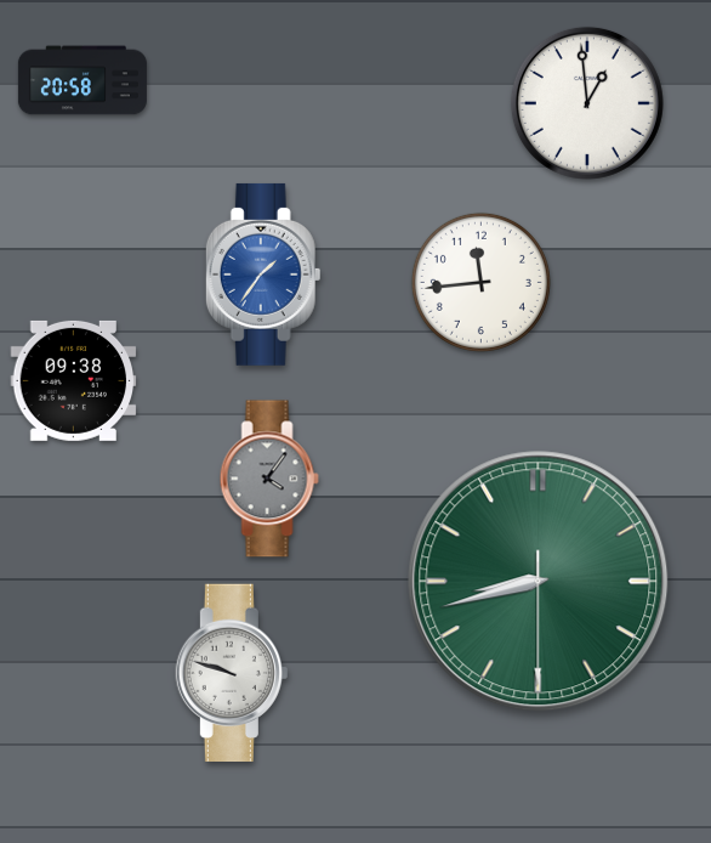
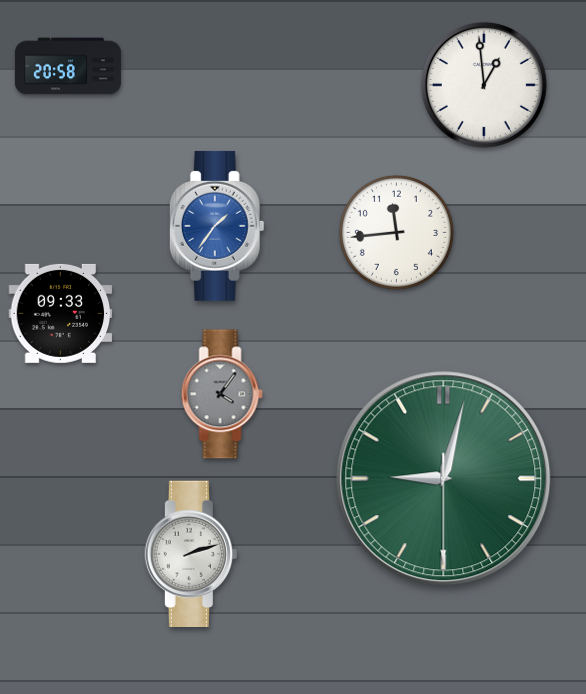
clock at (74, 380): 09:38 -> 09:33
clock at (539, 582): 8:42 -> 9:02
clock at (232, 672): 9:48 -> 2:12
